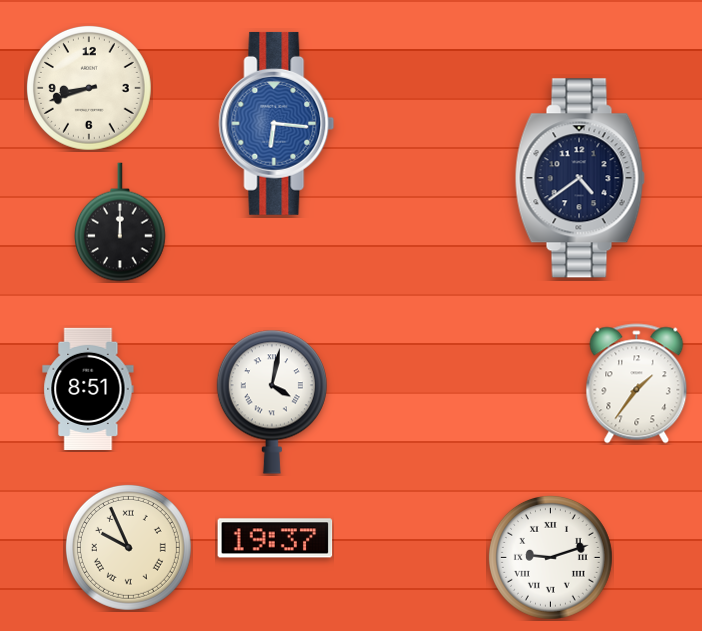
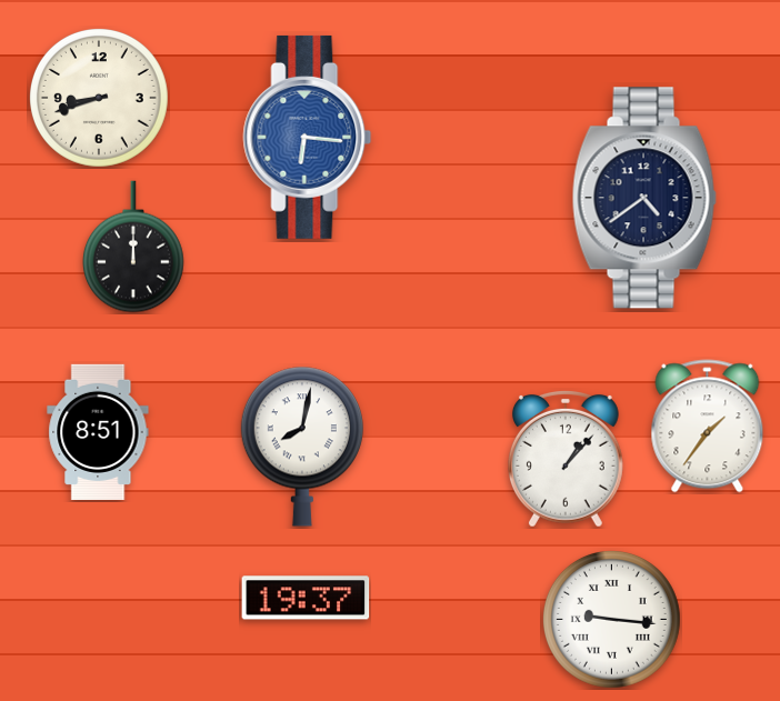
clock at (272, 402): 4:02 -> 8:02
clock at (567, 459): none -> 1:07
clock at (128, 547): 9:56 -> none
clock at (550, 557): 9:12 -> 9:16
